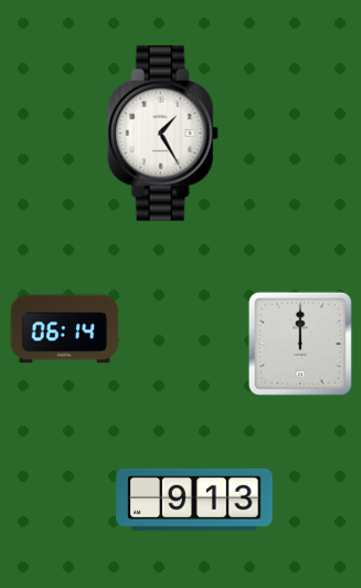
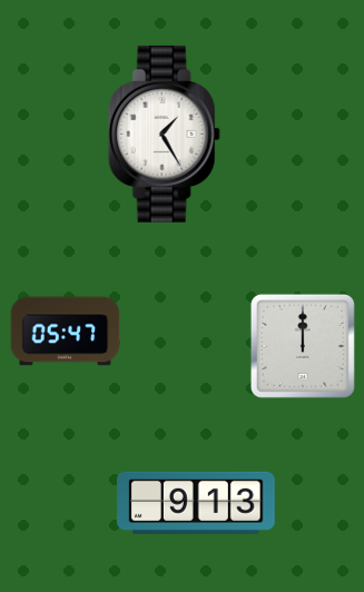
clock at (65, 329): 06:14 -> 05:47
